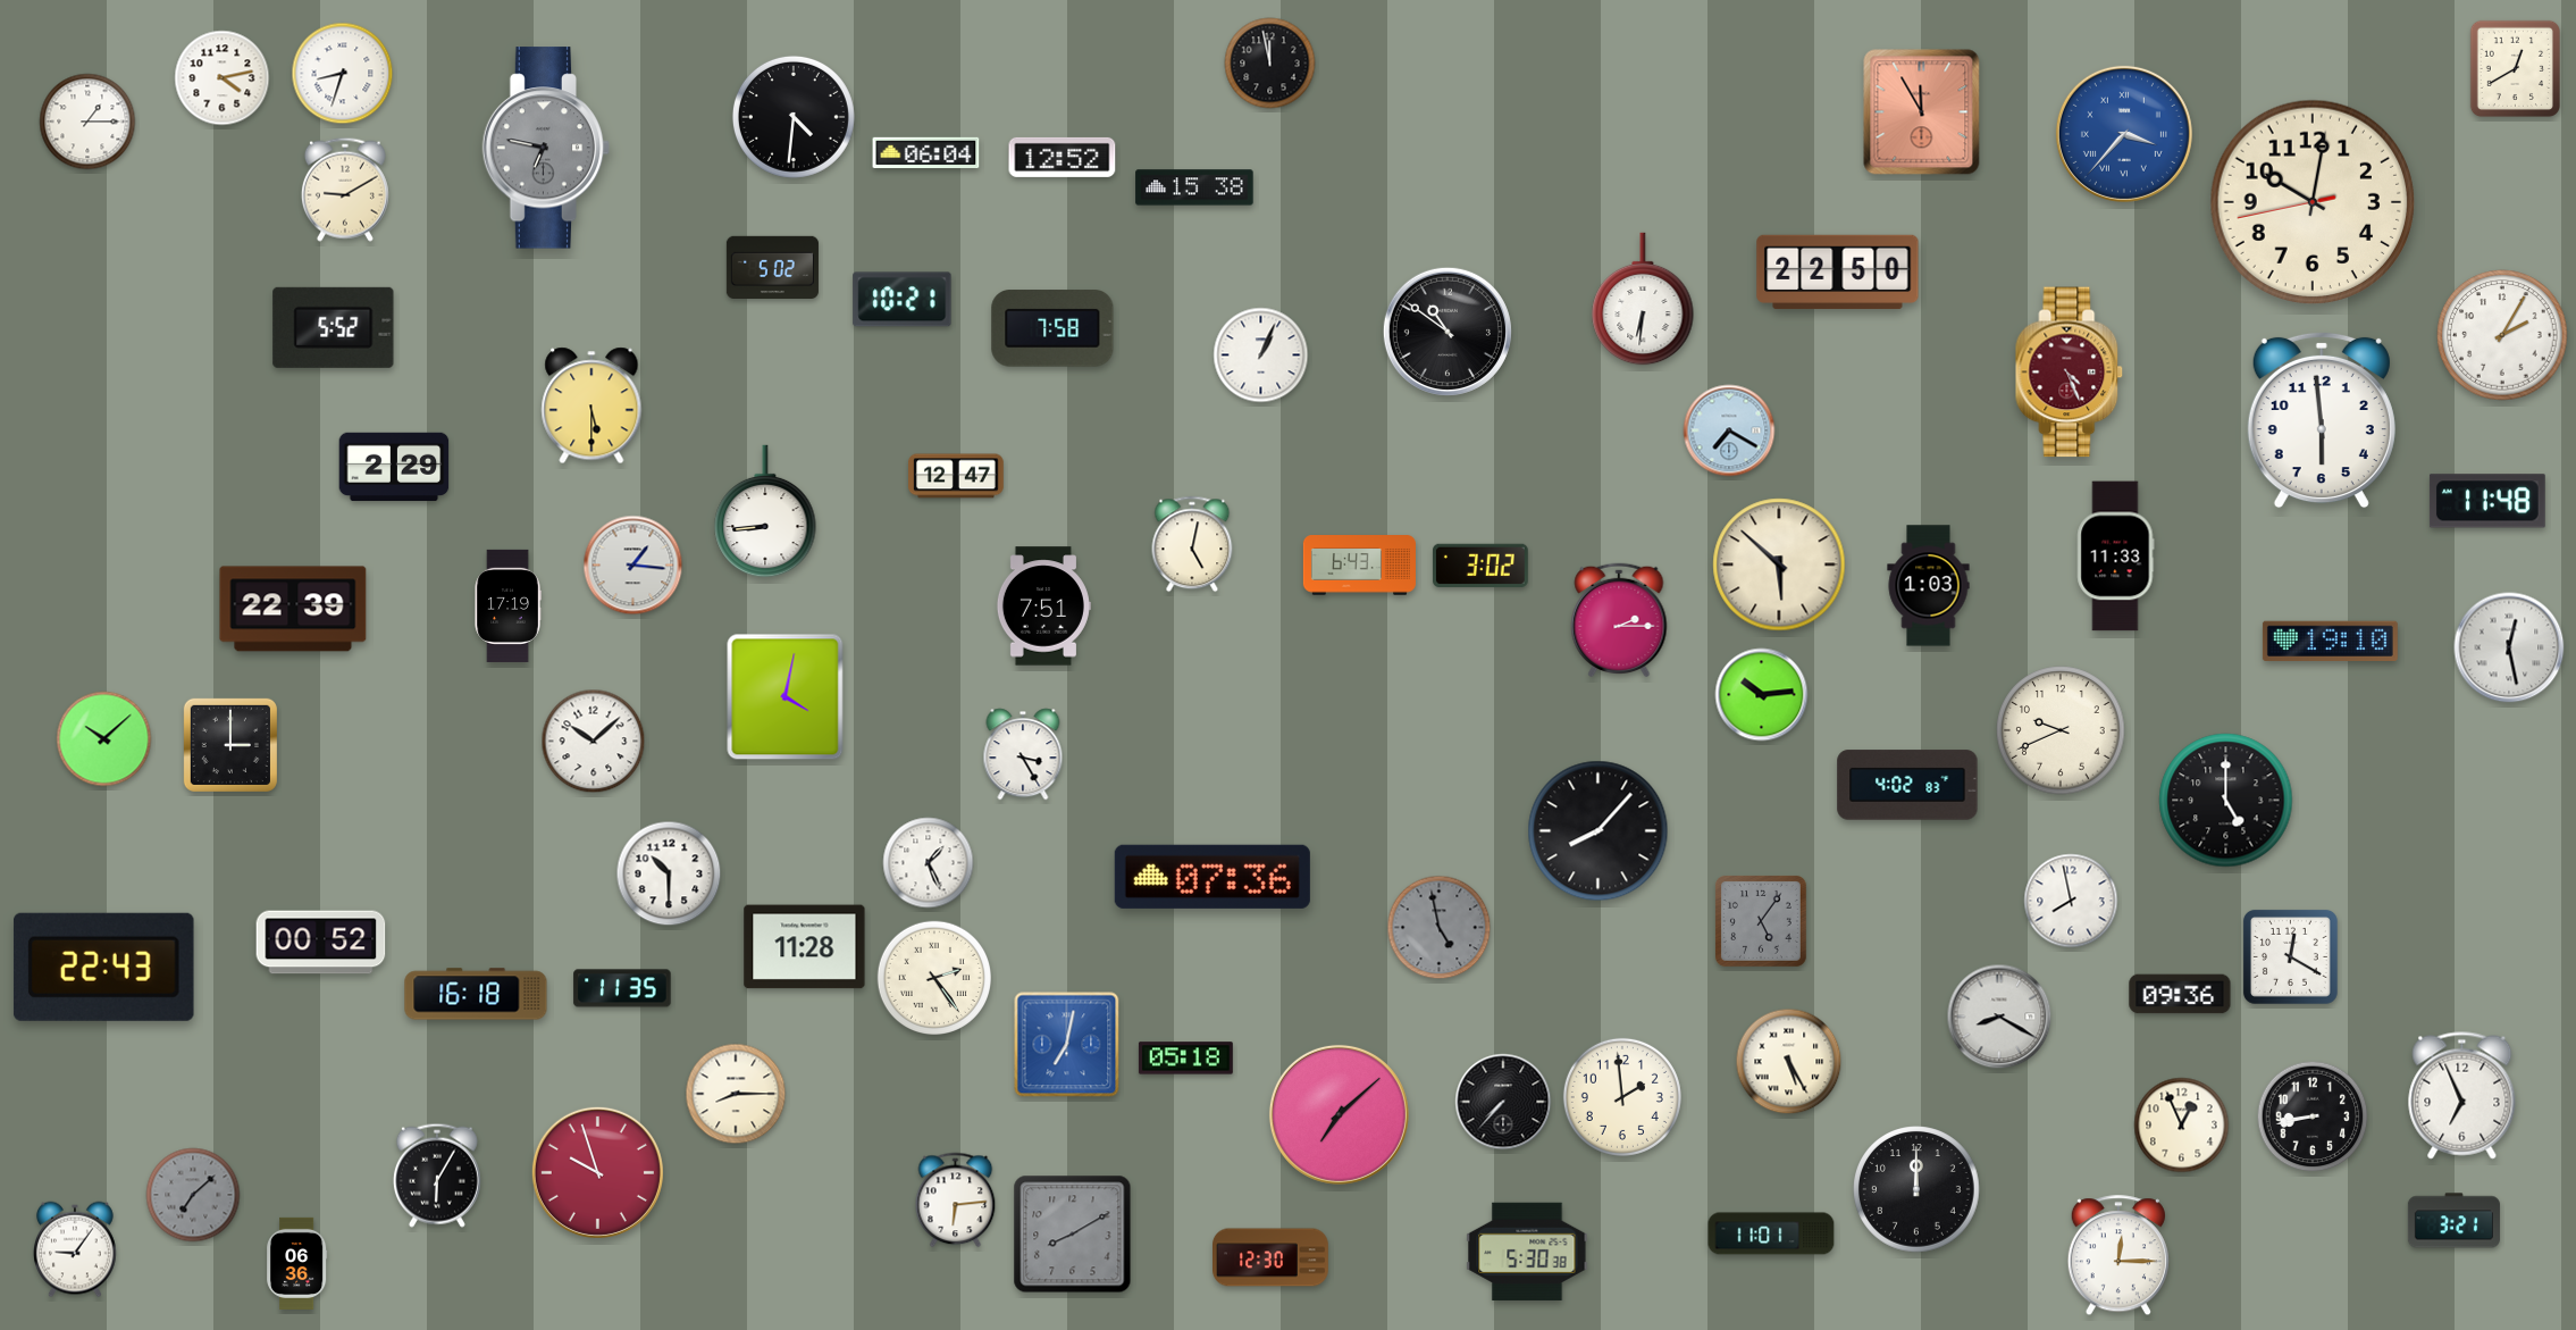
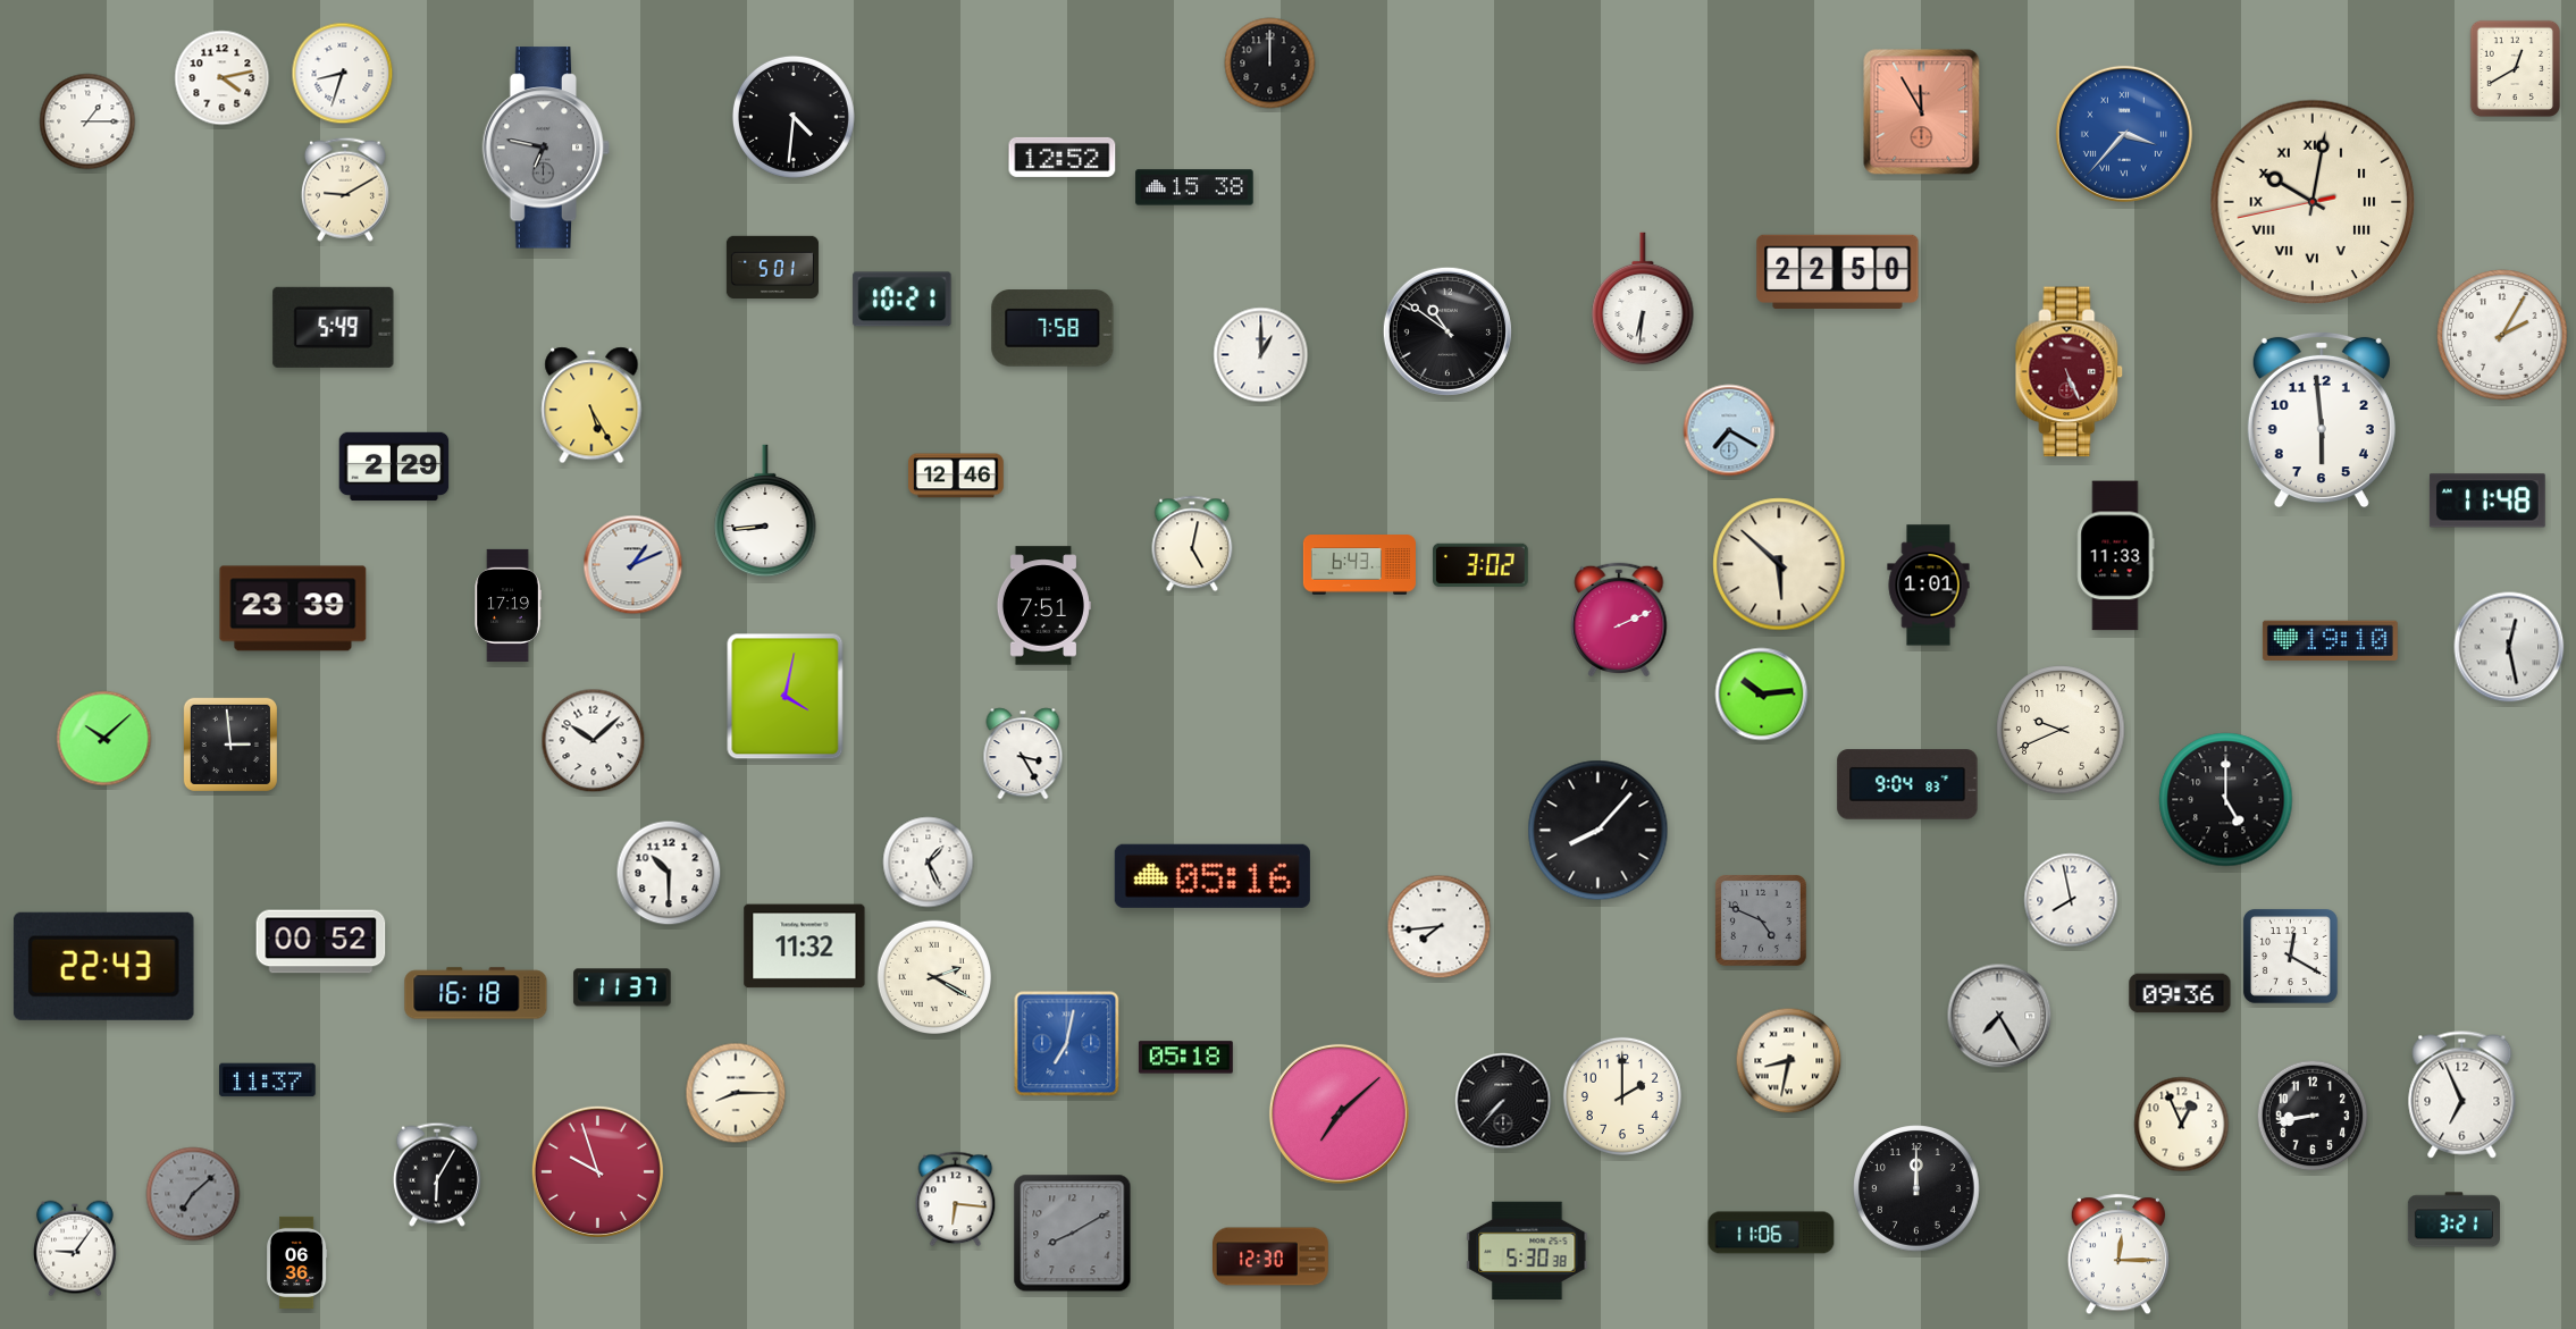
clock at (1270, 64): 11:58 -> 12:00
clock at (926, 152): 06:04 -> none
clock at (2313, 202) numerals: Arabic -> Roman
clock at (772, 267): 5:02 -> 5:01
clock at (334, 327): 5:52 -> 5:49
clock at (1261, 355): 1:04 -> 1:00
clock at (2070, 373): 4:26 -> 5:26
clock at (591, 405): 5:30 -> 5:25
clock at (957, 476): 12:47 -> 12:46
clock at (633, 566): 1:16 -> 1:11
clock at (1929, 586): 1:03 -> 1:01
clock at (293, 609): 22:39 -> 23:39
clock at (1619, 620): 2:15 -> 2:11
clock at (230, 745): 3:00 -> 2:59
clock at (1907, 785): 4:02 -> 9:04
clock at (1213, 877): 07:36 -> 05:16
clock at (1761, 921): 5:06 -> 4:49
clock at (1440, 928): 4:58 -> 7:44
clock at (1440, 928) dial: grey -> white
clock at (805, 947): 11:28 -> 11:32
clock at (933, 977): 2:24 -> 2:20
clock at (622, 988): 11:35 -> 11:37
clock at (1999, 1017): 8:20 -> 7:25
clock at (1789, 1062): 5:25 -> 8:32
clock at (268, 1080): none -> 11:37
clock at (1622, 1097): 1:59 -> 2:00
clock at (956, 1201): 6:14 -> 6:16
clock at (1771, 1233): 11:01 -> 11:06
